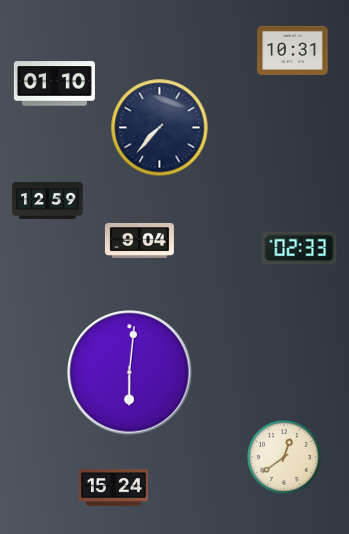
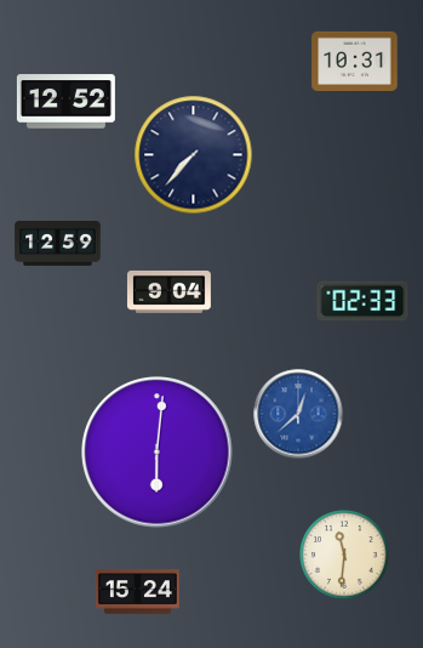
clock at (54, 84): 01:10 -> 12:52
clock at (298, 414): none -> 12:38
clock at (284, 457): 12:39 -> 11:31
